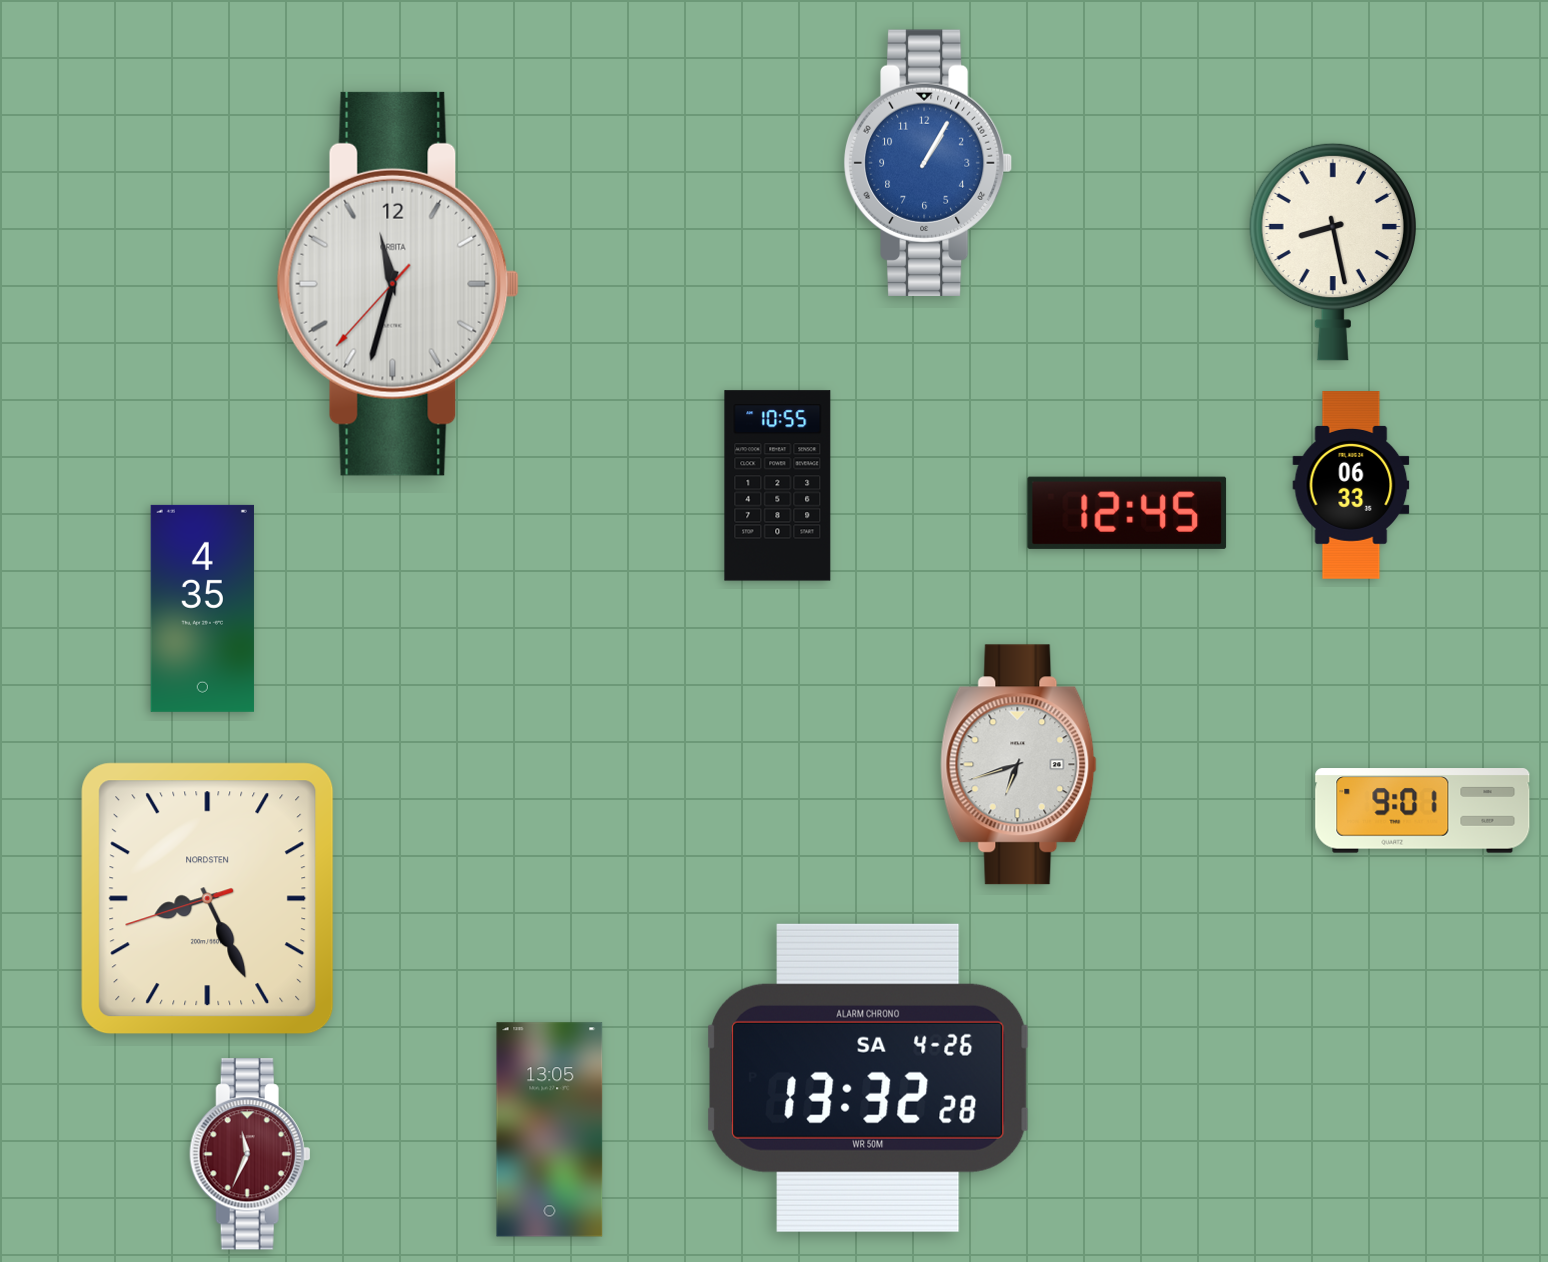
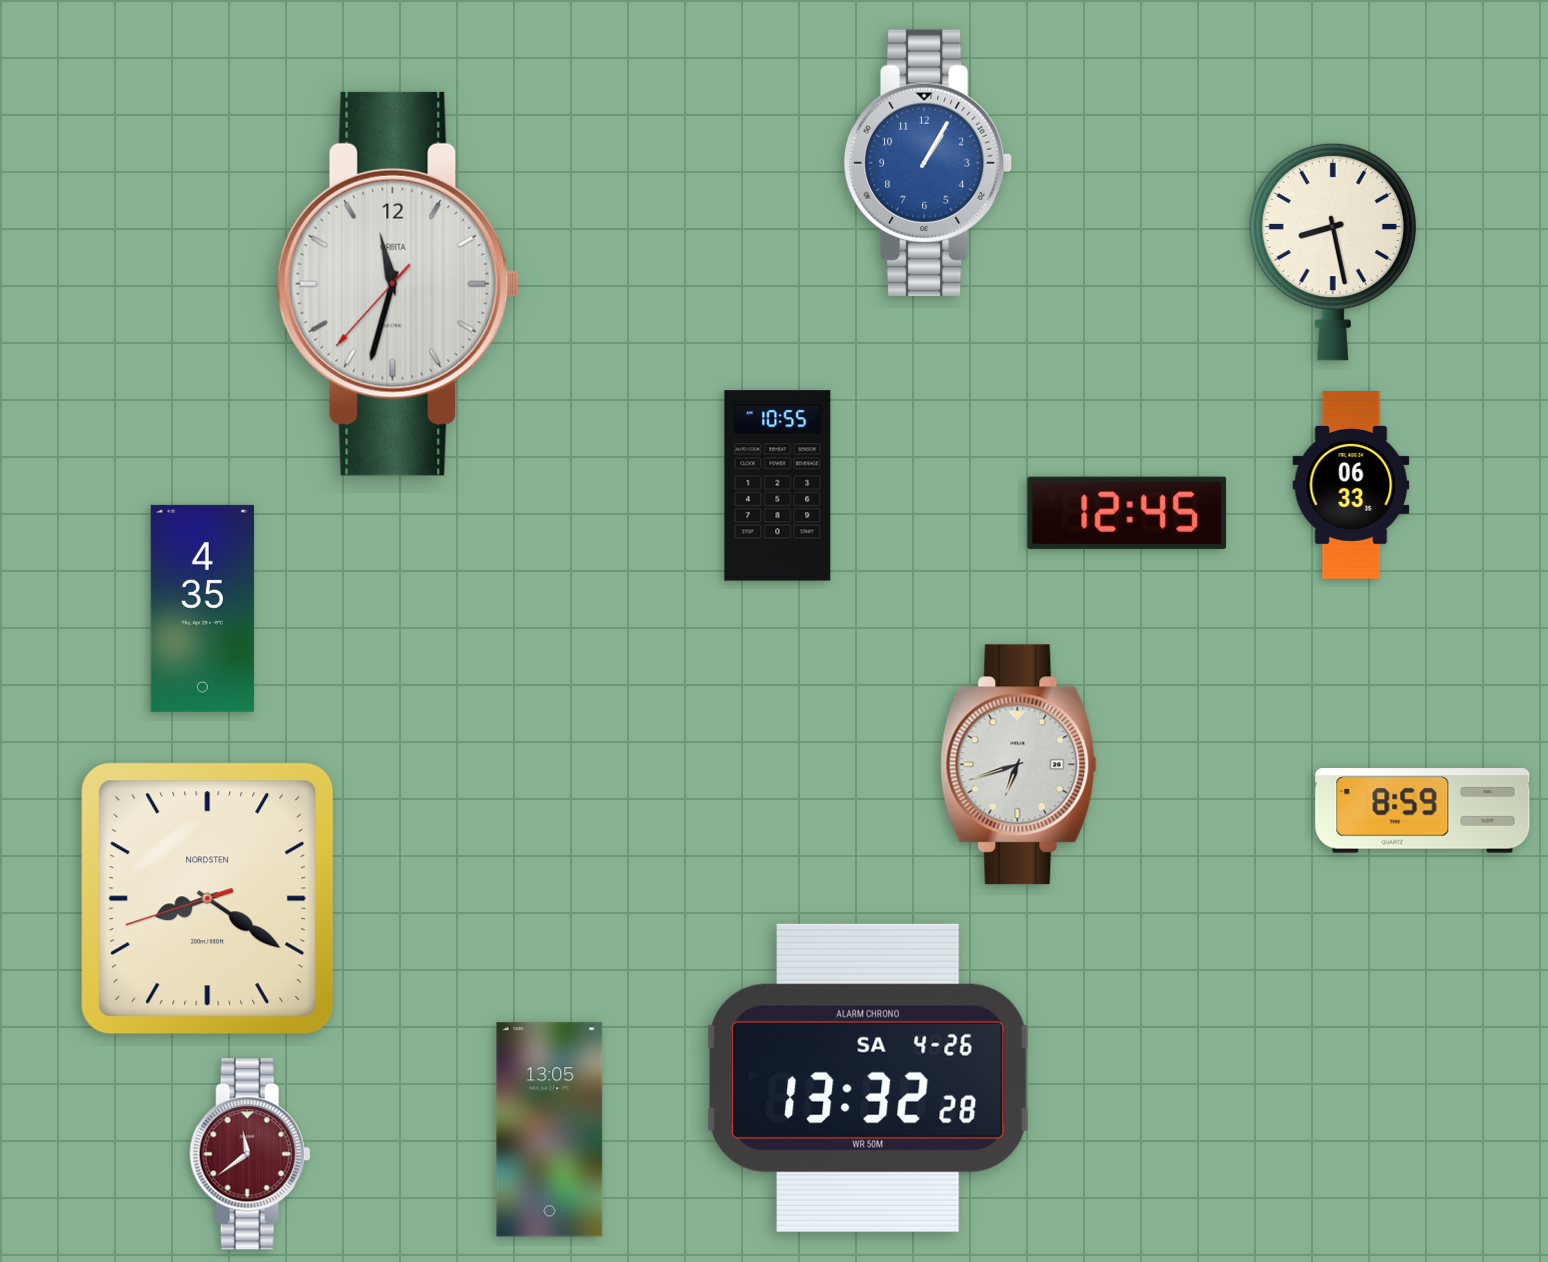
clock at (1423, 811): 9:01 -> 8:59
clock at (208, 899): 8:25 -> 8:20
clock at (250, 1154): 11:34 -> 11:39
